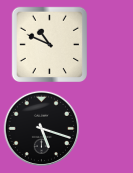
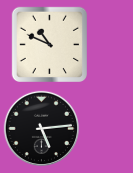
clock at (41, 128): 5:18 -> 5:14
